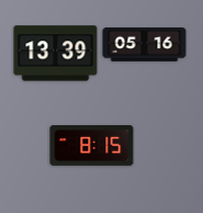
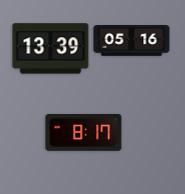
clock at (92, 145): 8:15 -> 8:17
